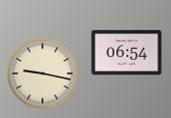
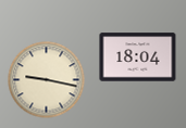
clock at (127, 53): 06:54 -> 18:04
